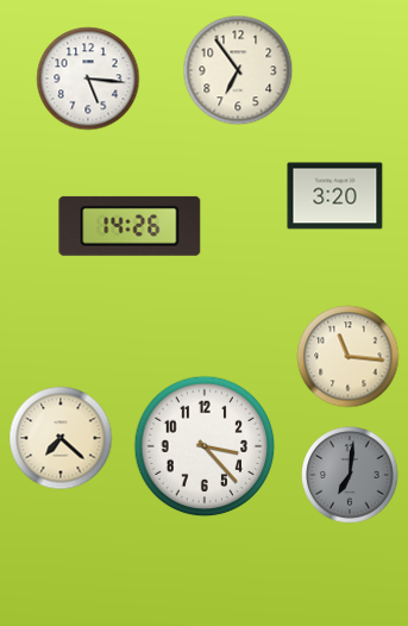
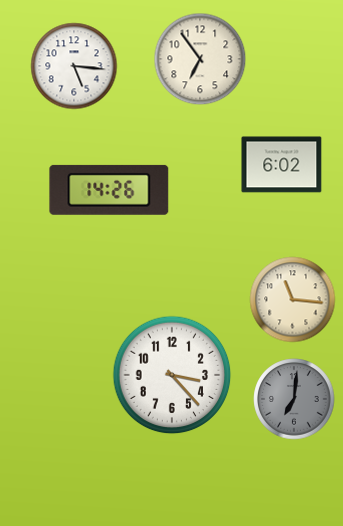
clock at (335, 196): 3:20 -> 6:02
clock at (61, 438): 7:22 -> none
